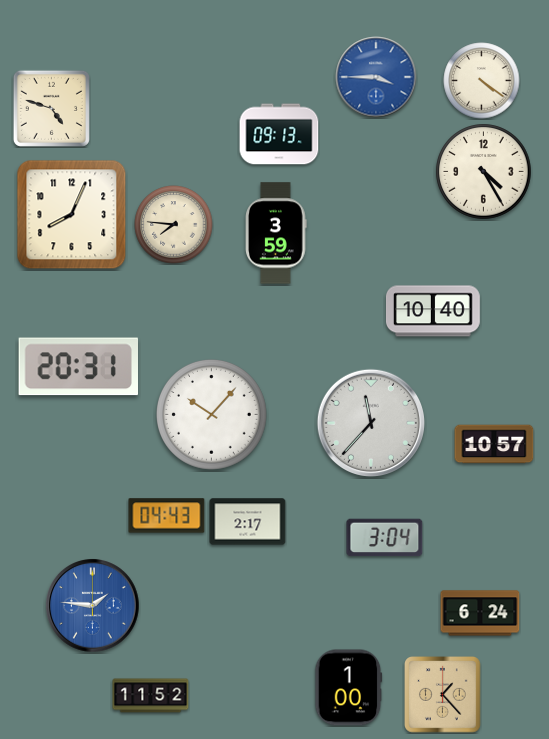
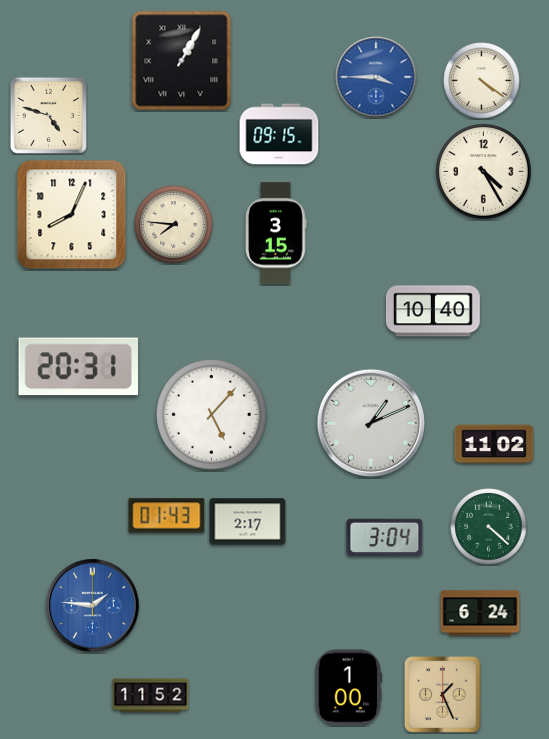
clock at (182, 61): none -> 1:05
clock at (51, 108) position: (51, 108) -> (48, 115)
clock at (279, 134): 09:13 -> 09:15
clock at (276, 233): 3:59 -> 3:15
clock at (212, 415): 10:07 -> 5:07
clock at (371, 423): 11:37 -> 1:11
clock at (494, 444): 10:57 -> 11:02
clock at (167, 516): 04:43 -> 01:43
clock at (489, 527): none -> 4:22
clock at (443, 695): 1:23 -> 1:26
